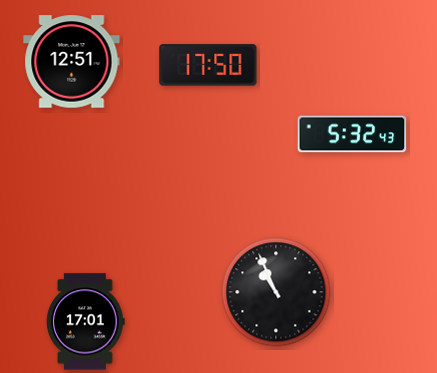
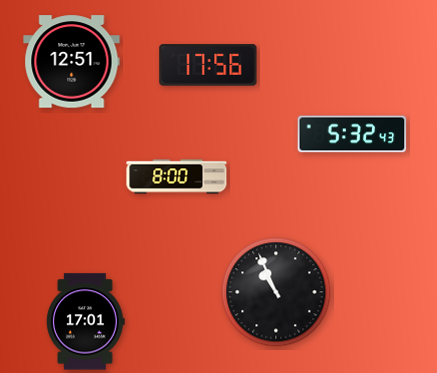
clock at (208, 65): 17:50 -> 17:56
clock at (177, 177): none -> 8:00
